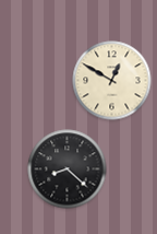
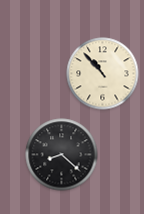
clock at (112, 81): 12:50 -> 10:53
